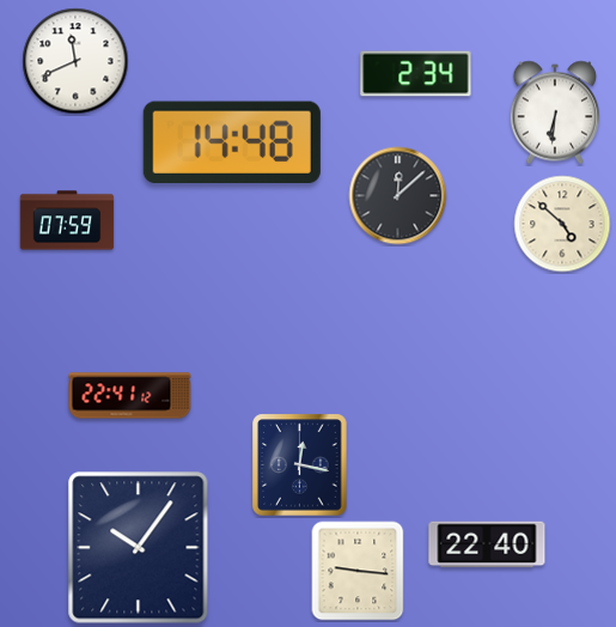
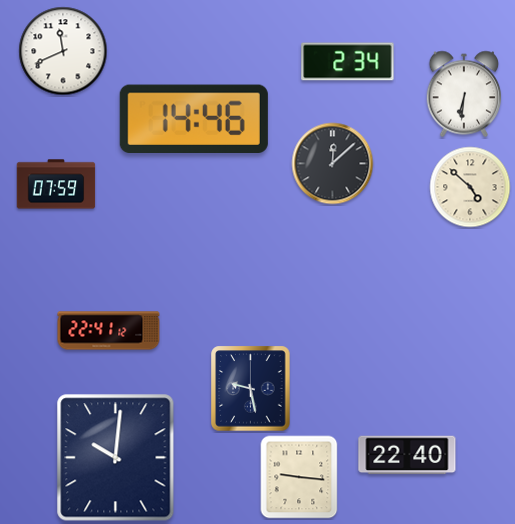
clock at (232, 141): 14:48 -> 14:46
clock at (300, 465): 12:17 -> 9:28
clock at (139, 548): 10:06 -> 10:01
